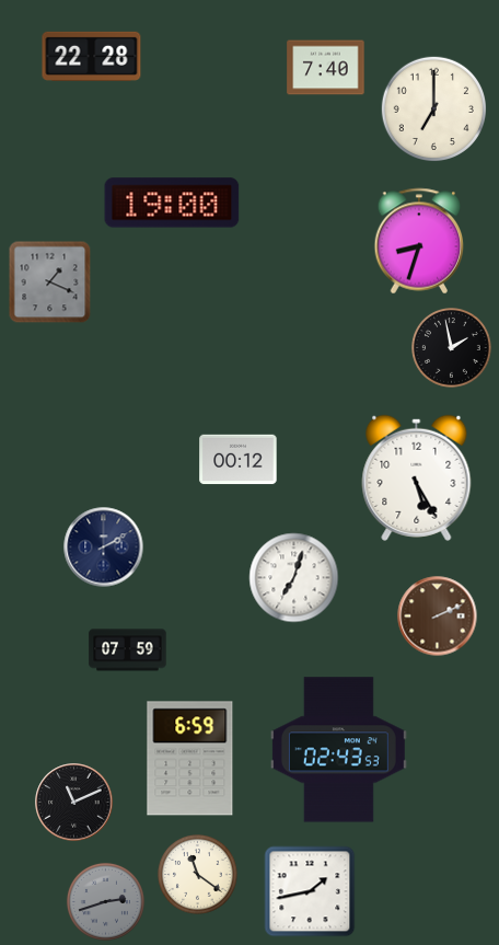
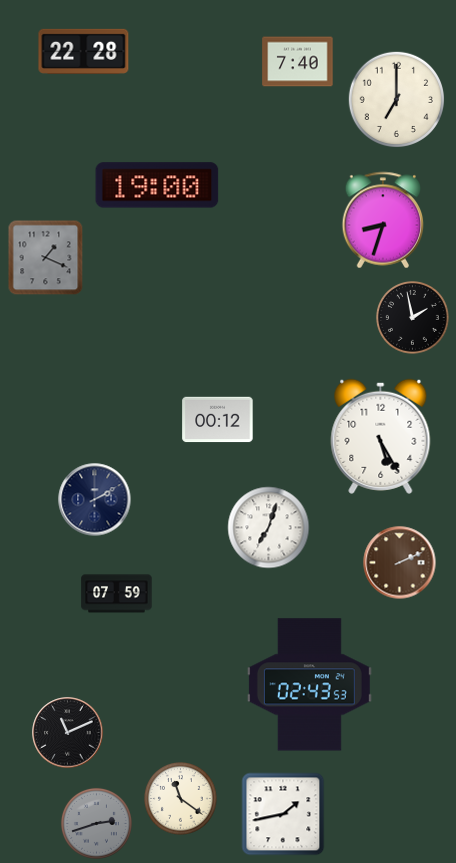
clock at (190, 759): 6:59 -> none
